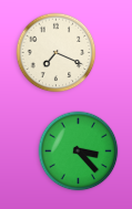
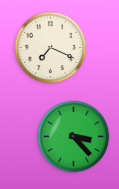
clock at (79, 151) position: (79, 151) -> (74, 137)
